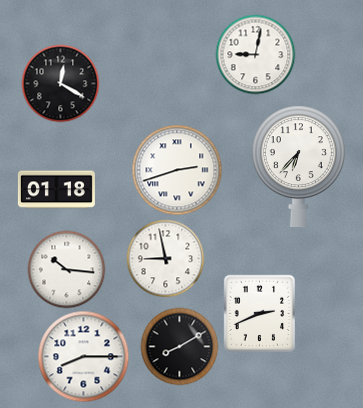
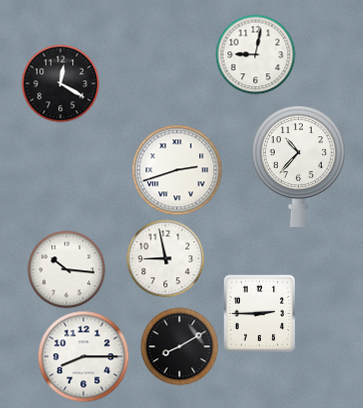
clock at (298, 166): 6:37 -> 10:37
clock at (56, 190): 01:18 -> none
clock at (259, 313): 2:41 -> 2:45
